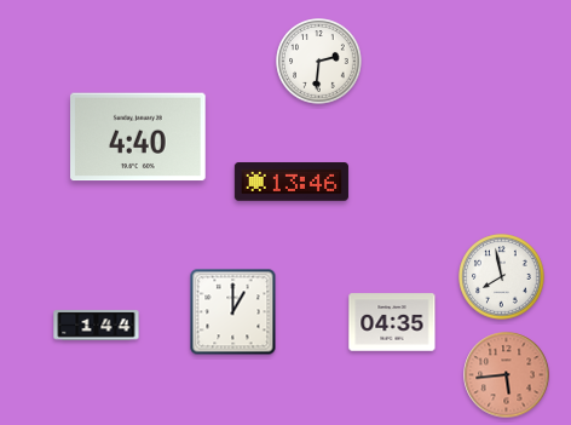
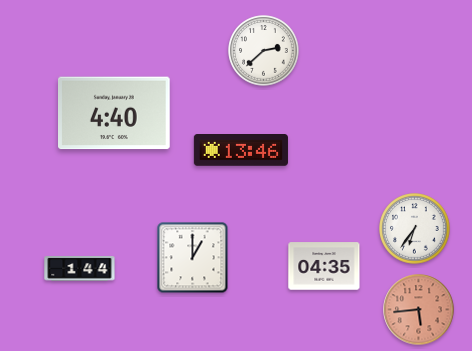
clock at (319, 62): 2:31 -> 2:38
clock at (502, 277): 7:58 -> 6:36
